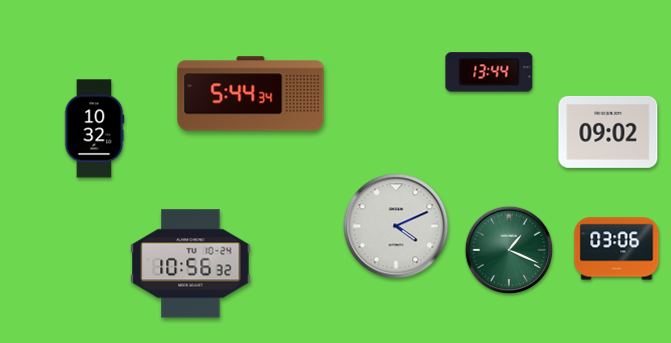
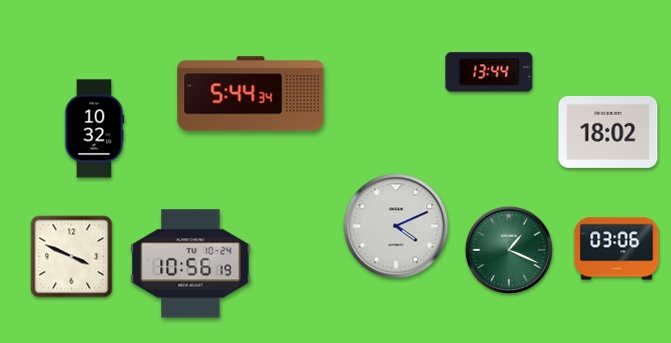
clock at (608, 132): 09:02 -> 18:02
clock at (72, 257): none -> 3:49
clock at (191, 264): 10:56:32 -> 10:56:19
